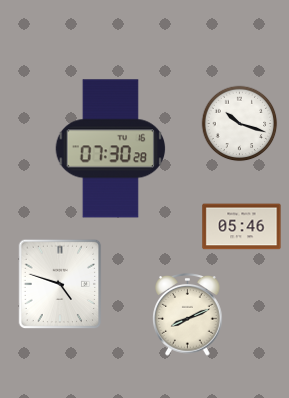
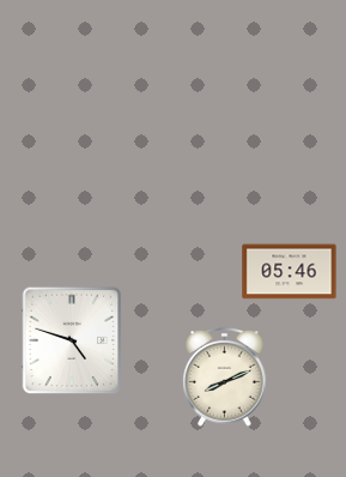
clock at (240, 124): 10:18 -> none
clock at (111, 149): 07:30 -> none
